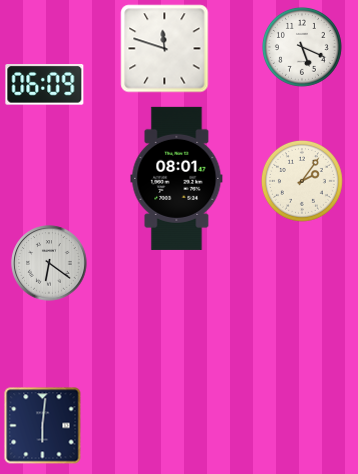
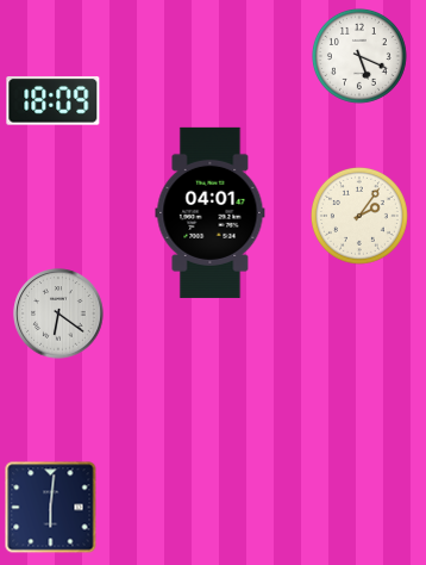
clock at (165, 49): 11:48 -> none
clock at (45, 85): 06:09 -> 18:09
clock at (177, 178): 08:01 -> 04:01
